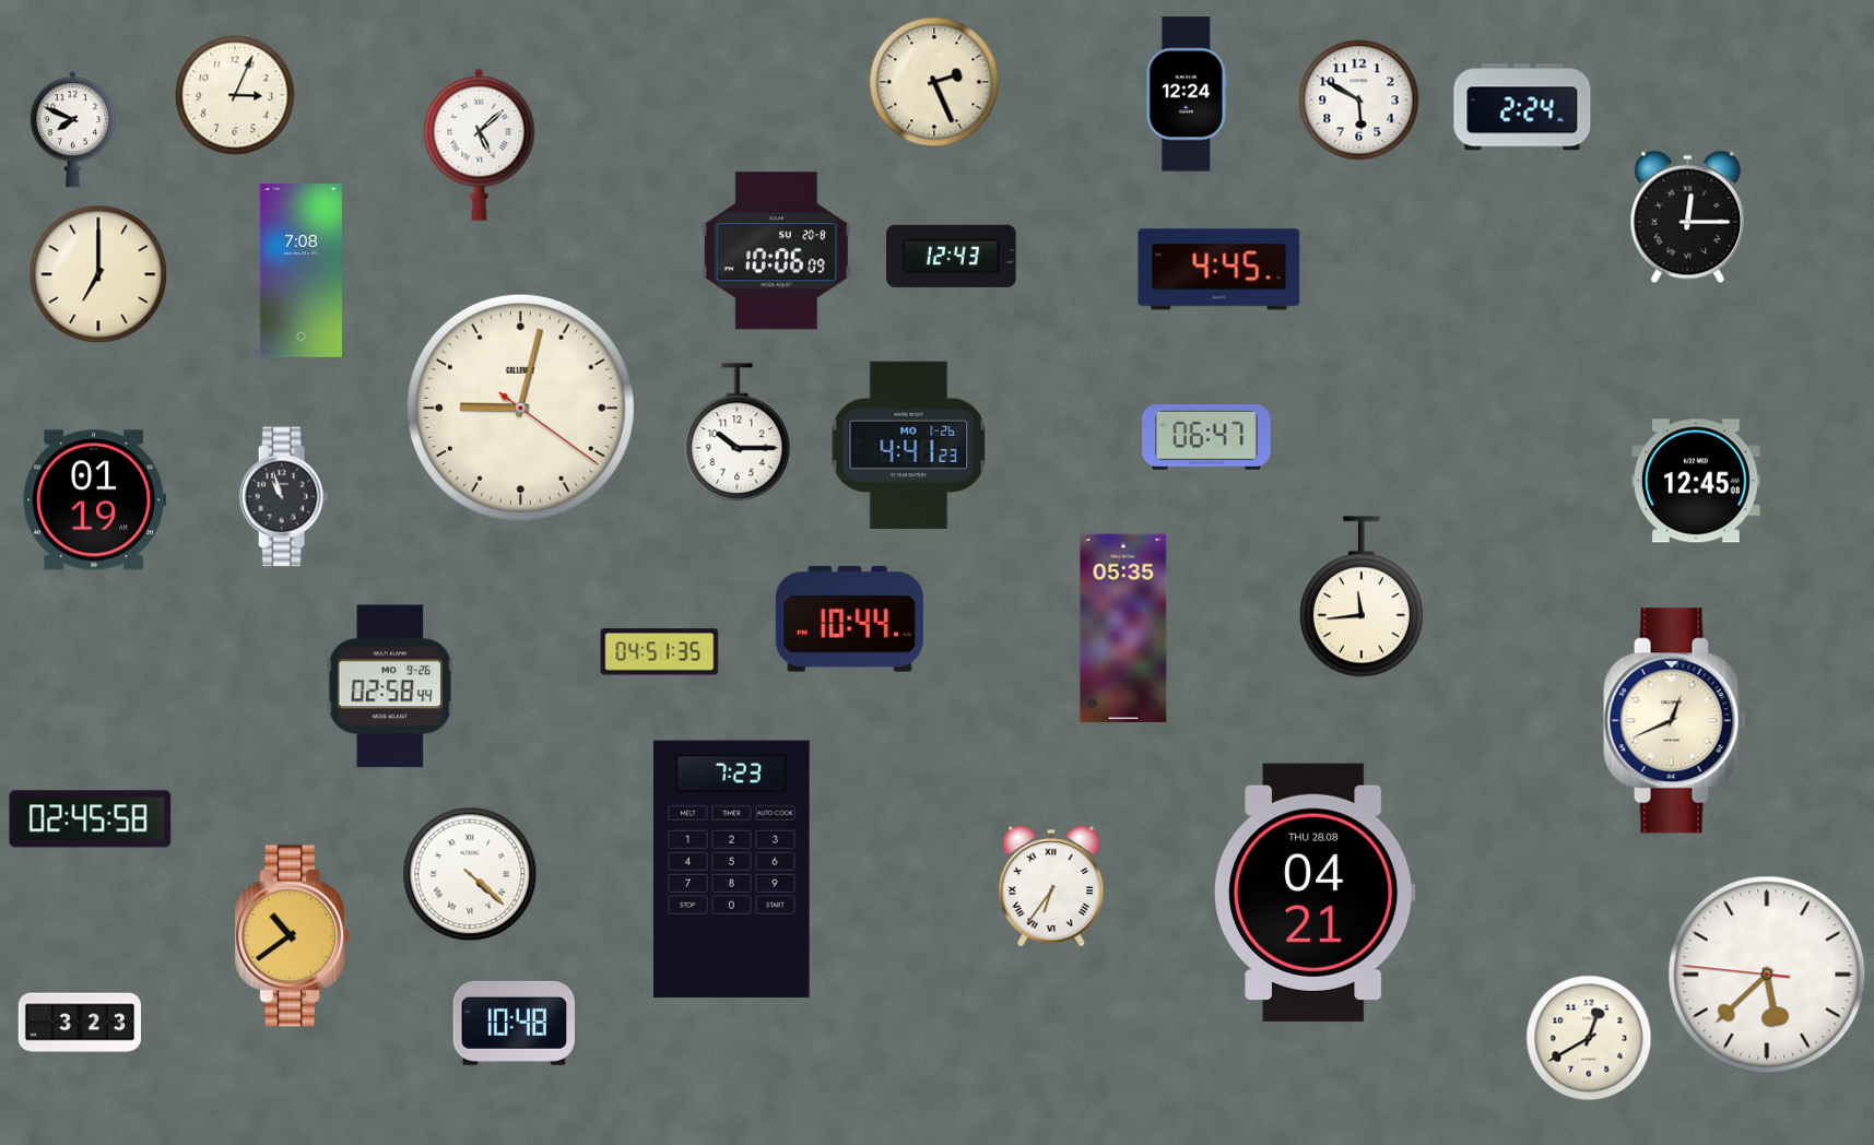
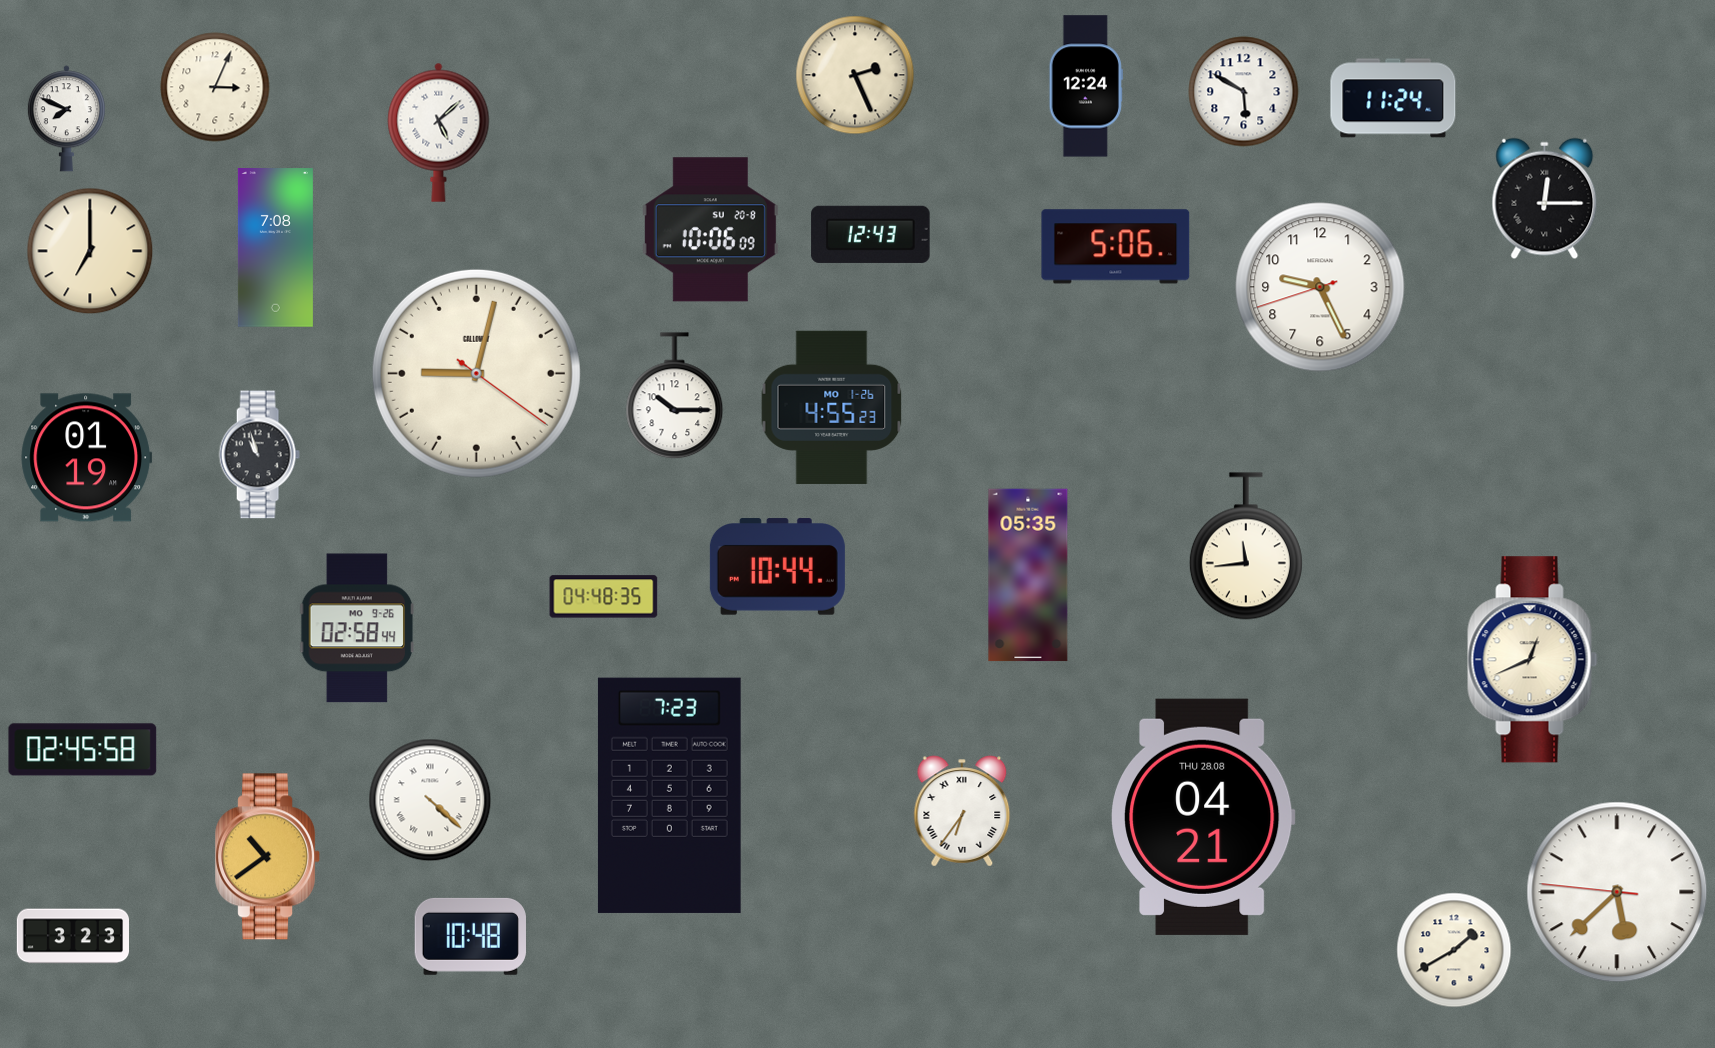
clock at (1522, 107): 2:24 -> 11:24
clock at (1219, 270): 4:45 -> 5:06
clock at (1320, 287): none -> 9:25
clock at (1206, 437): 06:47 -> none
clock at (909, 445): 4:41 -> 4:55
clock at (1696, 481): 12:45 -> none
clock at (660, 652): 04:51 -> 04:48
clock at (1589, 1038): 12:40 -> 1:40
